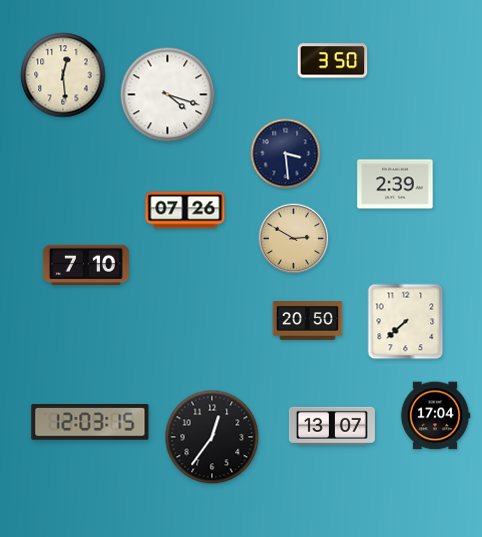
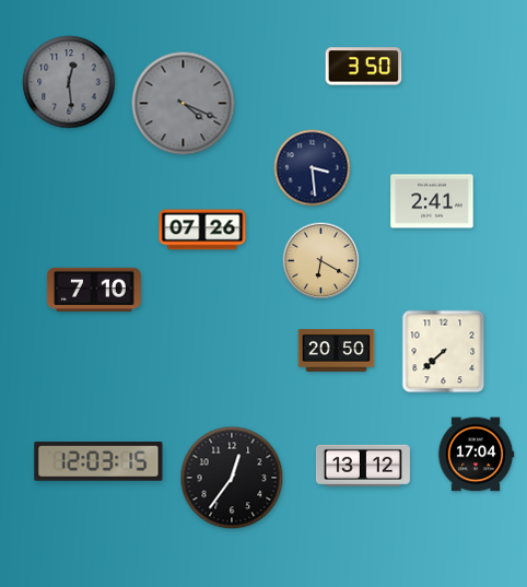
clock at (63, 75) dial: cream -> grey
clock at (168, 95): 4:18 -> 4:19
clock at (168, 95) dial: white -> grey
clock at (395, 184): 2:39 -> 2:41
clock at (294, 239): 2:50 -> 6:20
clock at (332, 426): 13:07 -> 13:12
